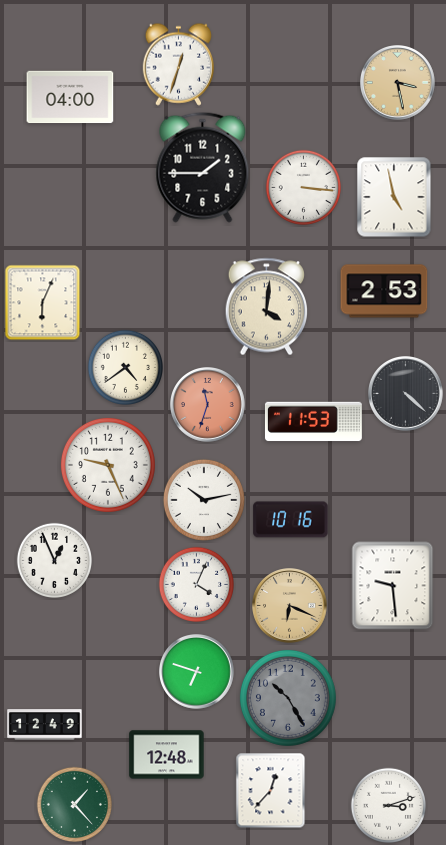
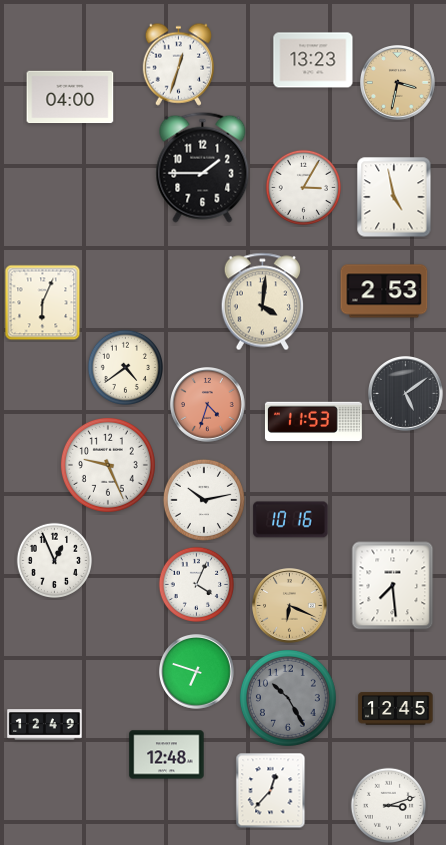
clock at (313, 60): none -> 13:23
clock at (398, 83): 3:28 -> 3:32
clock at (303, 187): 3:16 -> 3:05
clock at (266, 307) position: (266, 307) -> (262, 302)
clock at (406, 394): 4:22 -> 5:09
clock at (208, 405): 11:33 -> 4:33
clock at (393, 586): 9:29 -> 7:29
clock at (396, 709): none -> 12:45
clock at (74, 804): 1:23 -> none
